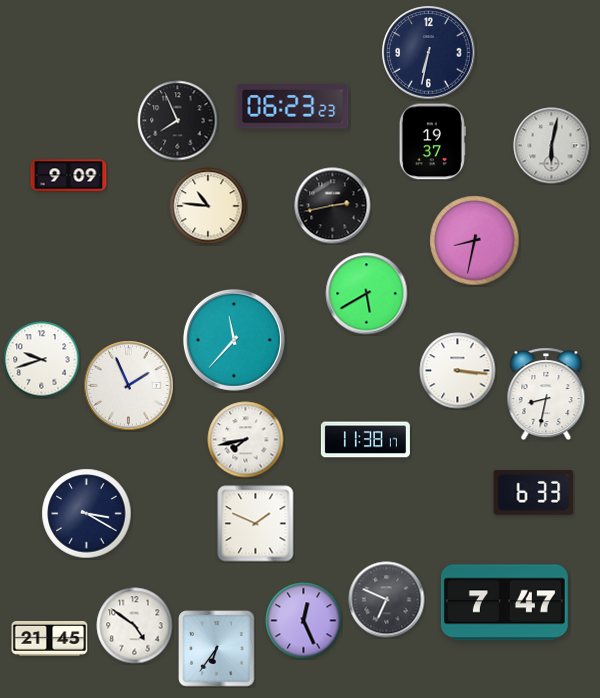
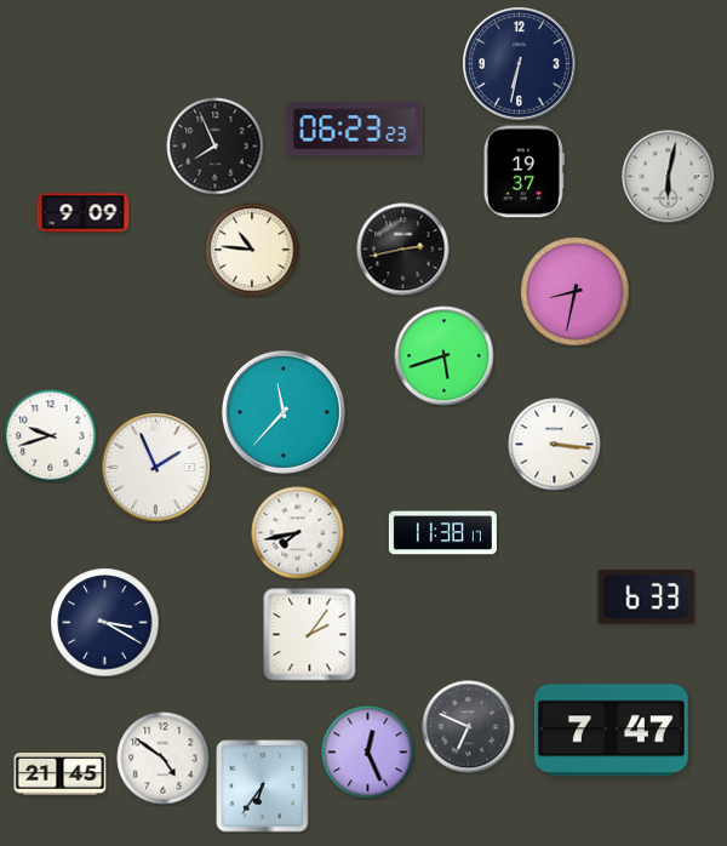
clock at (367, 294): 5:40 -> 5:42
clock at (458, 371) position: (458, 371) -> (555, 445)
clock at (546, 394): 8:32 -> none
clock at (256, 524): 1:49 -> 2:06
